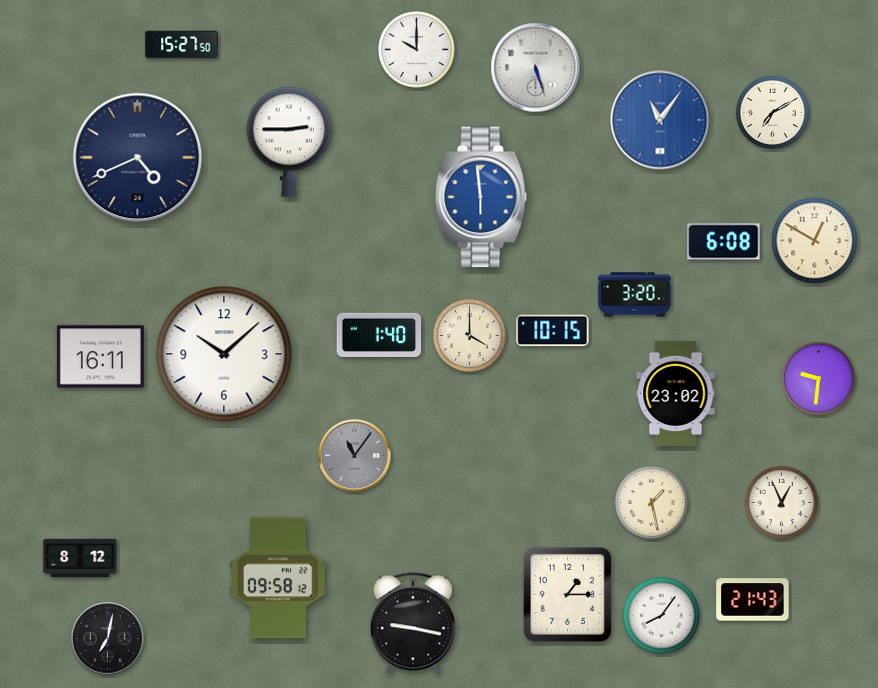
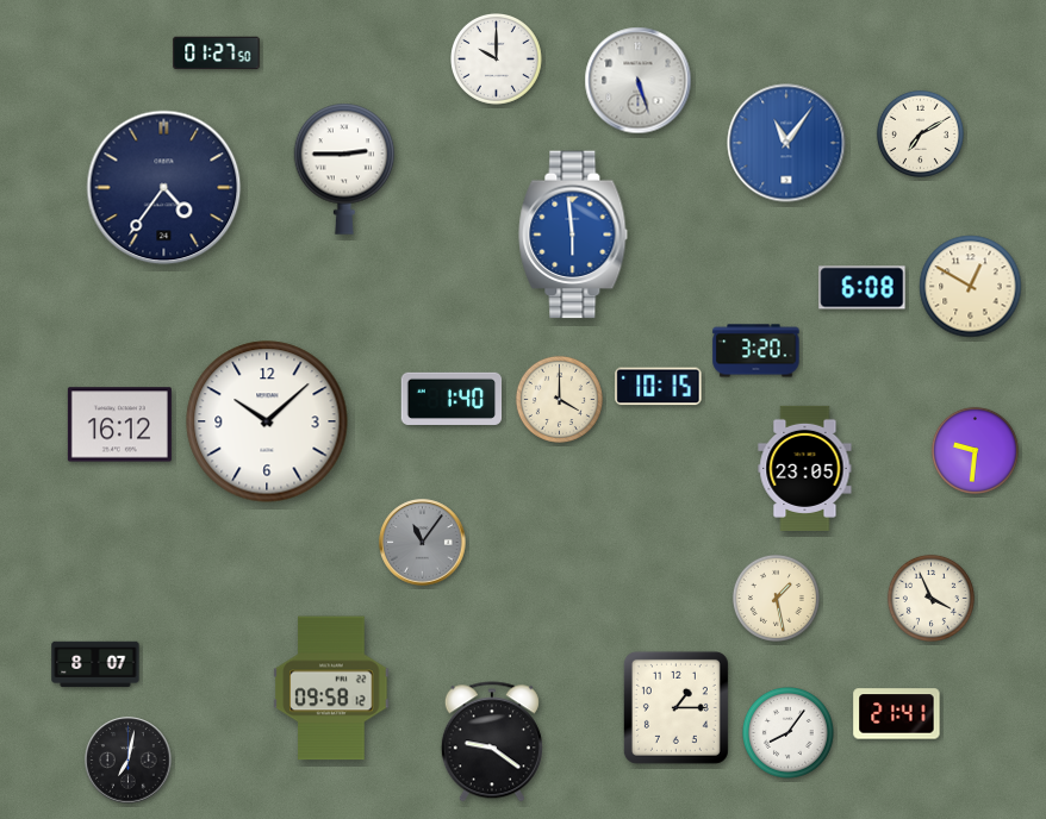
clock at (182, 45): 15:27 -> 01:27
clock at (138, 158): 4:41 -> 4:36
clock at (553, 331) position: (553, 331) -> (659, 387)
clock at (100, 357): 16:11 -> 16:12
clock at (676, 393): 23:02 -> 23:05
clock at (781, 502): 12:56 -> 3:56
clock at (80, 558): 8:12 -> 8:07
clock at (753, 600): 21:43 -> 21:41
clock at (413, 623): 9:17 -> 9:21
